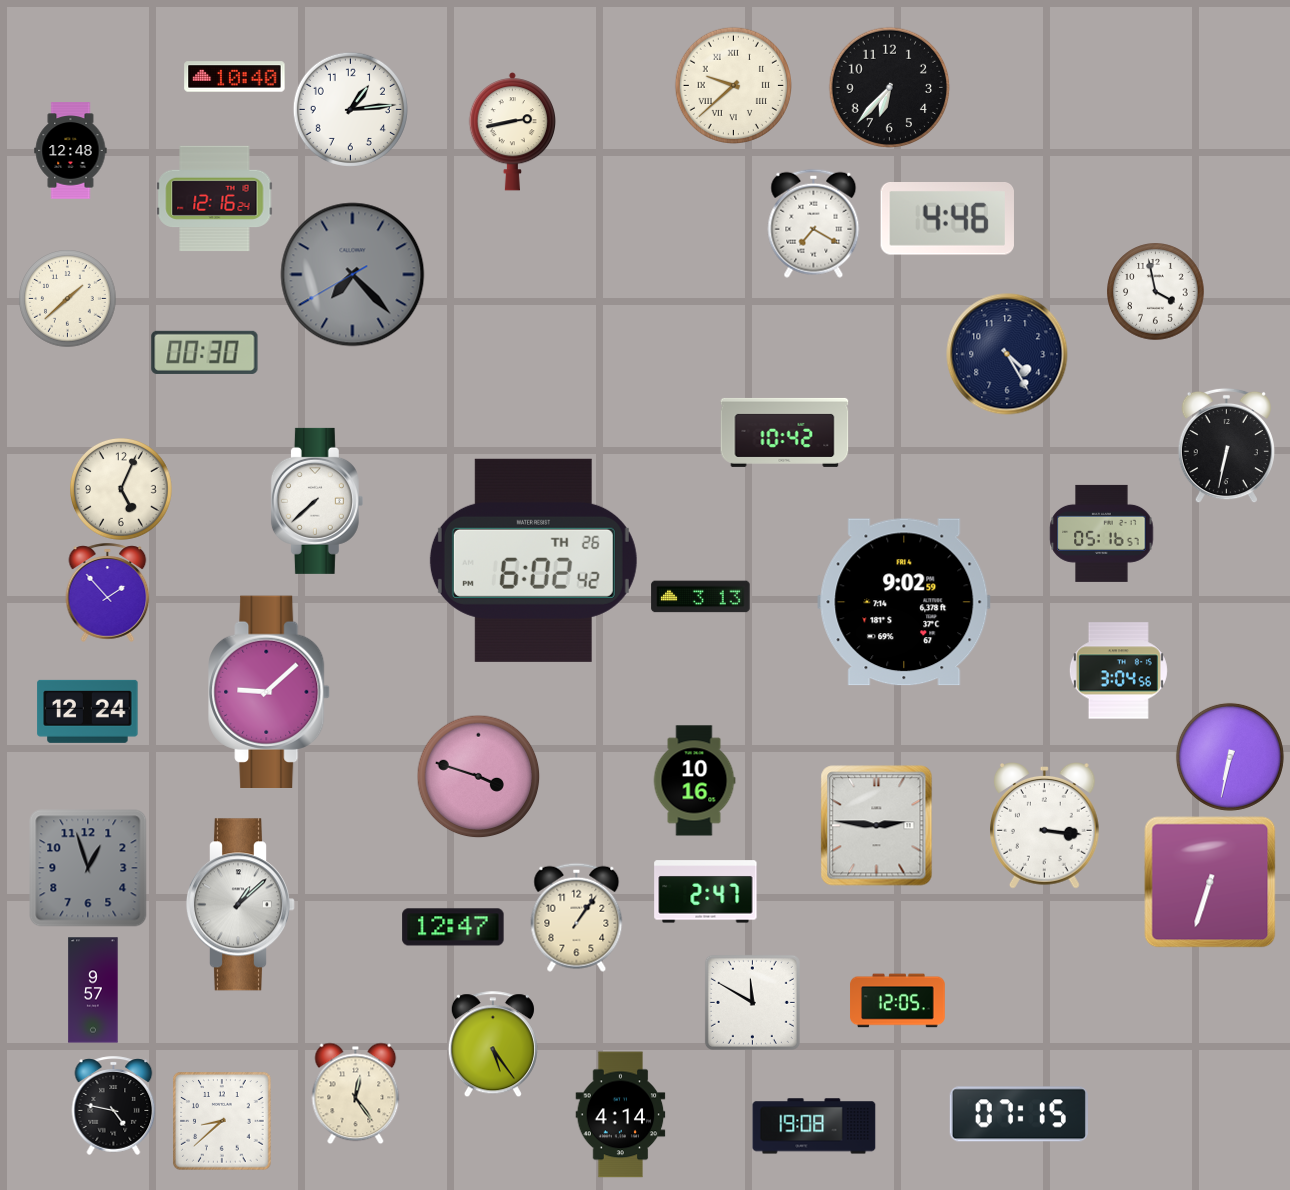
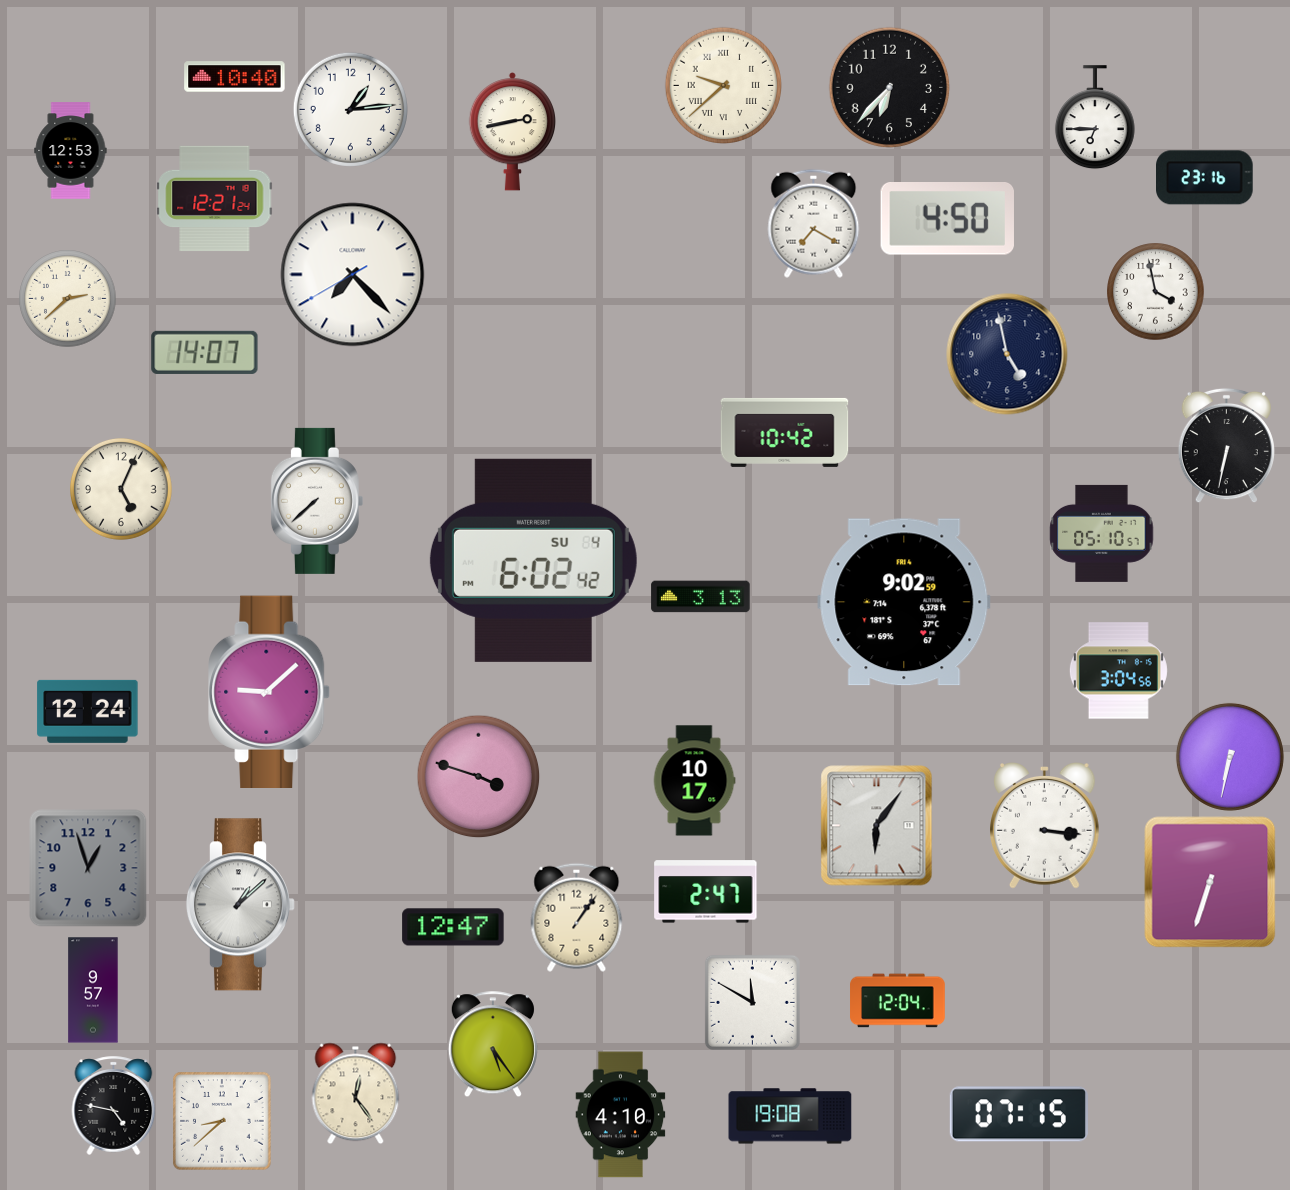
clock at (733, 85) position: (733, 85) -> (723, 85)
clock at (1095, 117): none -> 6:45
clock at (71, 151): 12:48 -> 12:53
clock at (1205, 178): none -> 23:16
clock at (215, 199): 12:16 -> 12:21
clock at (947, 219): 4:46 -> 4:50
clock at (353, 275) dial: grey -> white
clock at (68, 299): 1:38 -> 2:38
clock at (205, 352): 00:30 -> 14:07
clock at (1007, 354): 4:25 -> 4:58
clock at (1102, 533): 05:16 -> 05:10
clock at (533, 560) date: TH 26 -> SU 4
clock at (108, 592): 1:53 -> none
clock at (694, 781): 10:16 -> 10:17
clock at (877, 826): 2:46 -> 6:06
clock at (898, 1001): 12:05 -> 12:04
clock at (621, 1115): 4:14 -> 4:10
clock at (814, 1126) position: (814, 1126) -> (790, 1116)
